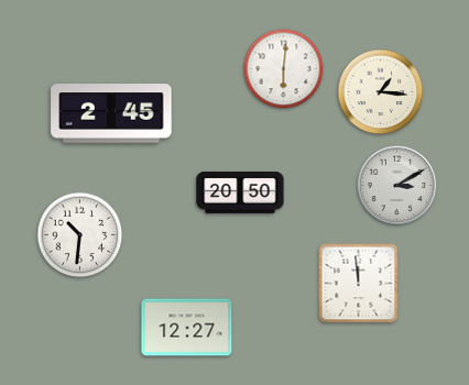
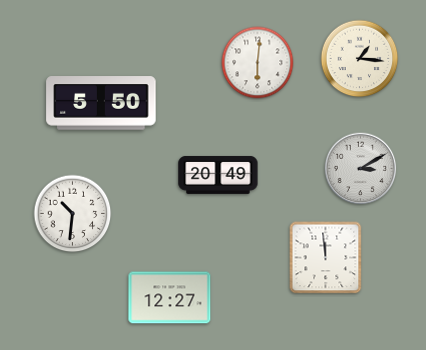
clock at (381, 92) position: (381, 92) -> (360, 59)
clock at (111, 113): 2:45 -> 5:50
clock at (240, 193): 20:50 -> 20:49
